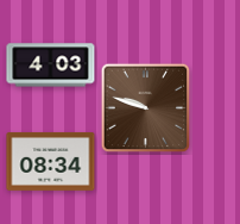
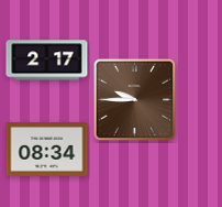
clock at (51, 66): 4:03 -> 2:17
clock at (146, 108): 9:48 -> 9:45
